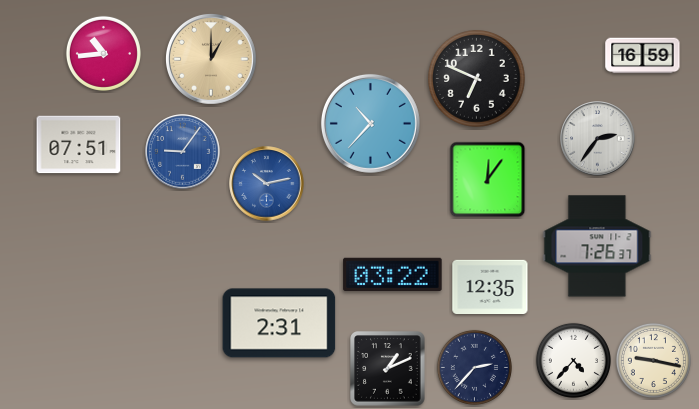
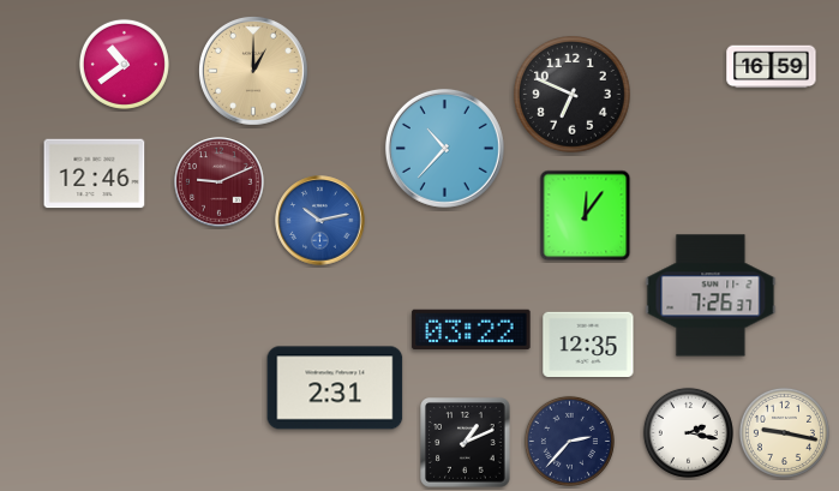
clock at (103, 53): 10:44 -> 10:39
clock at (598, 139): 2:36 -> none
clock at (79, 145): 07:51 -> 12:46
clock at (183, 152): 9:06 -> 9:11
clock at (183, 152) dial: blue -> burgundy
clock at (597, 246) position: (597, 246) -> (711, 295)
clock at (573, 360): 4:37 -> 2:17
